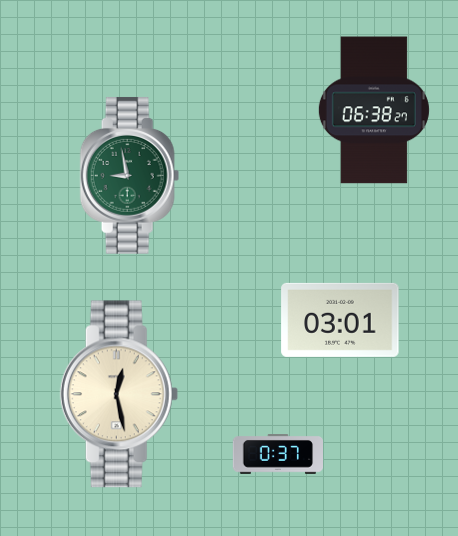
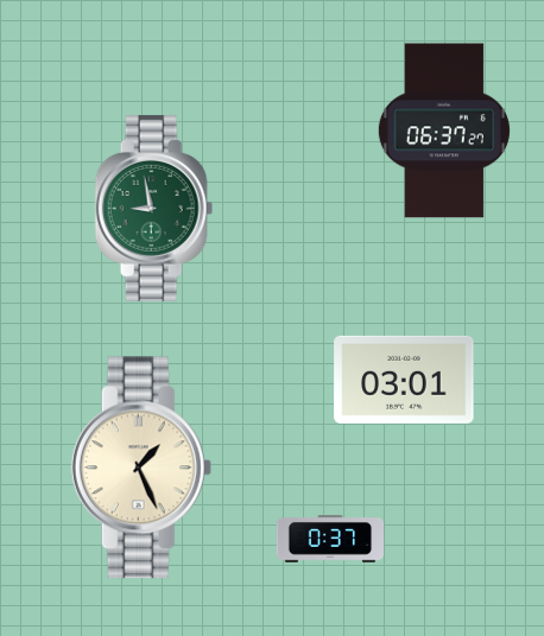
clock at (374, 110): 06:38 -> 06:37
clock at (119, 394): 12:28 -> 1:26
